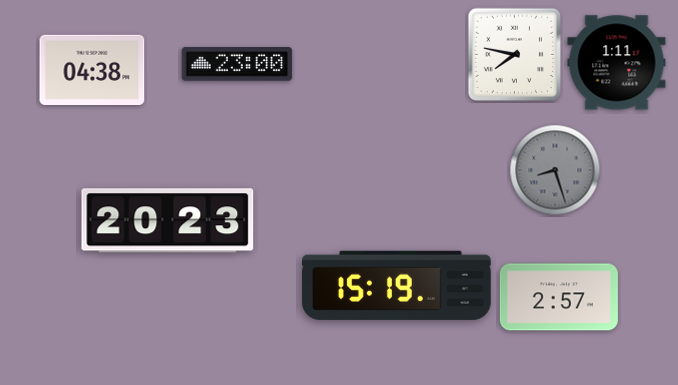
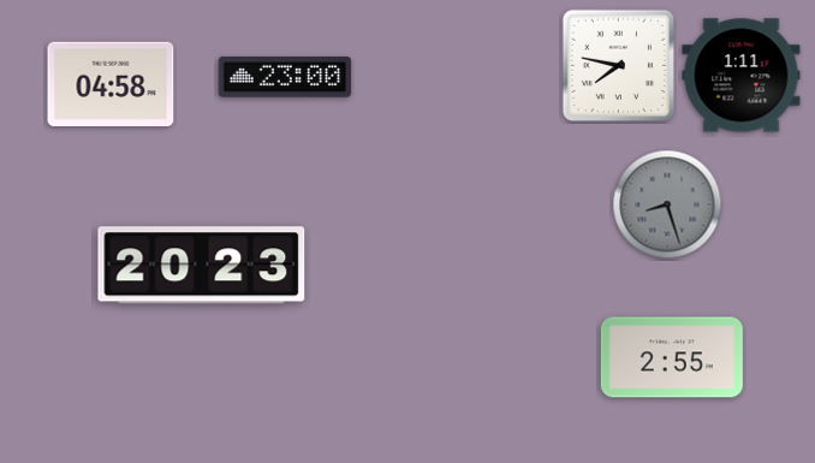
clock at (92, 69): 04:38 -> 04:58
clock at (396, 285): 15:19 -> none
clock at (559, 297): 2:57 -> 2:55
